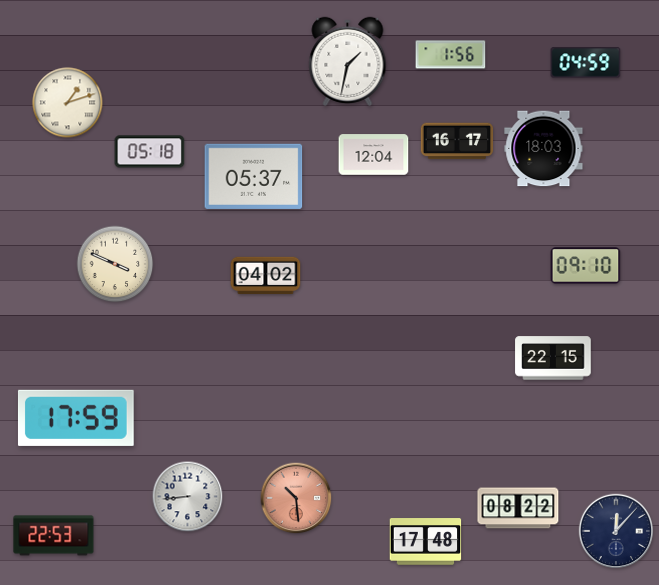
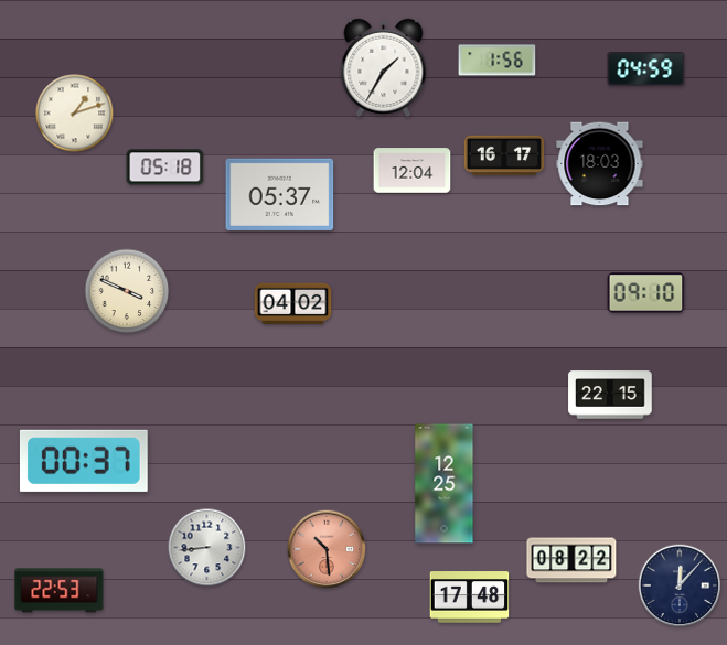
clock at (348, 61): 1:32 -> 1:35
clock at (76, 418): 17:59 -> 00:37
clock at (445, 484): none -> 12:25
